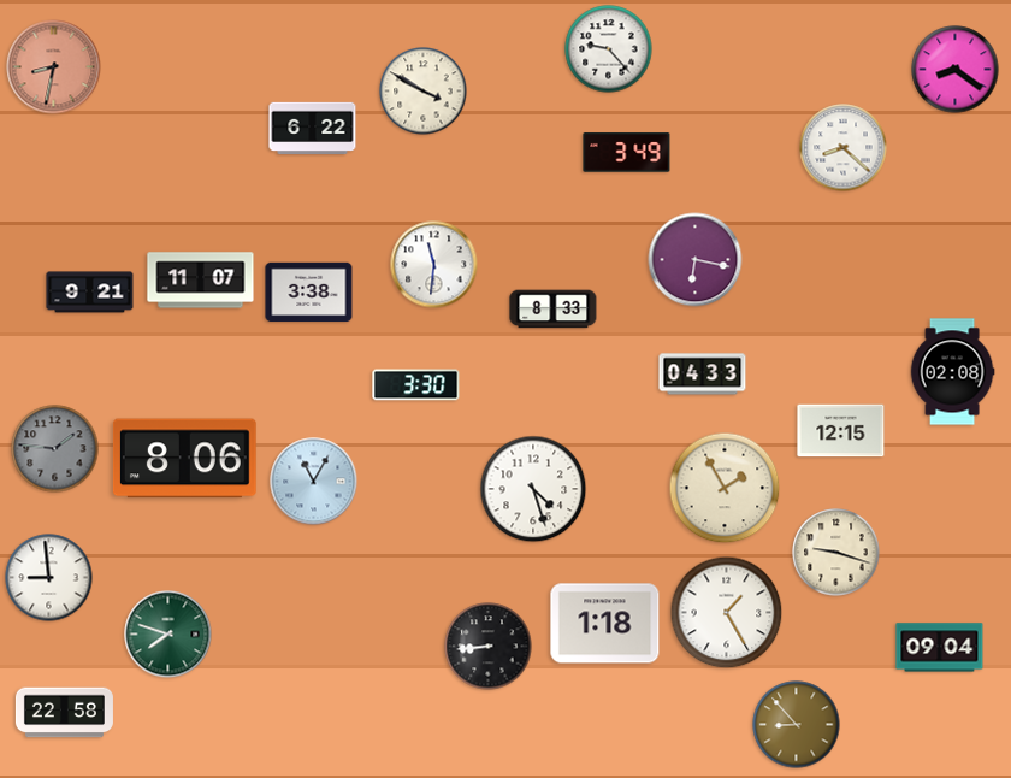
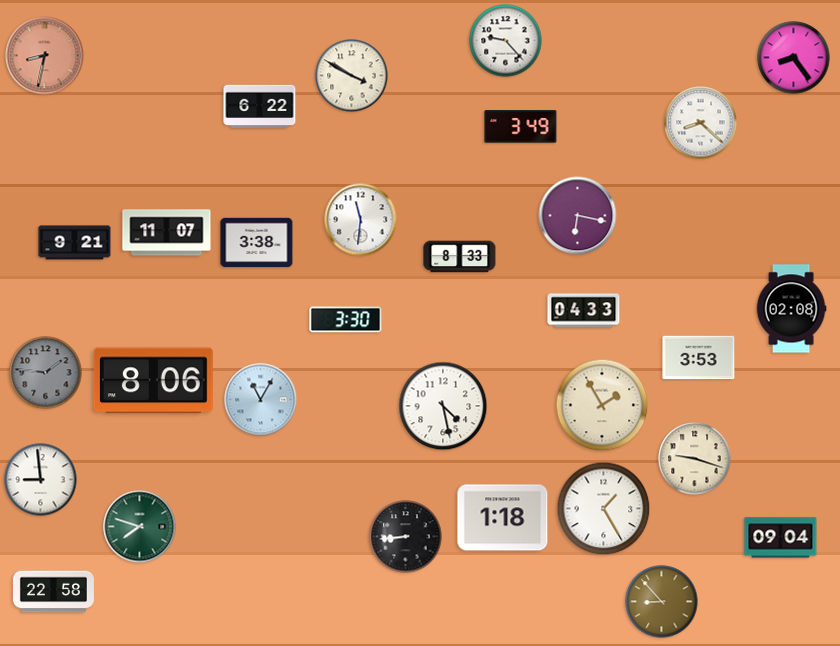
clock at (956, 70): 8:21 -> 8:24
clock at (841, 431): 12:15 -> 3:53
clock at (533, 489): 4:27 -> 4:28
